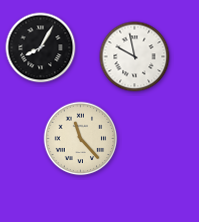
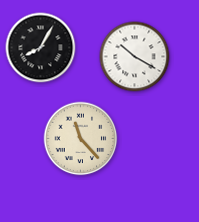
clock at (135, 57): 9:58 -> 10:20
